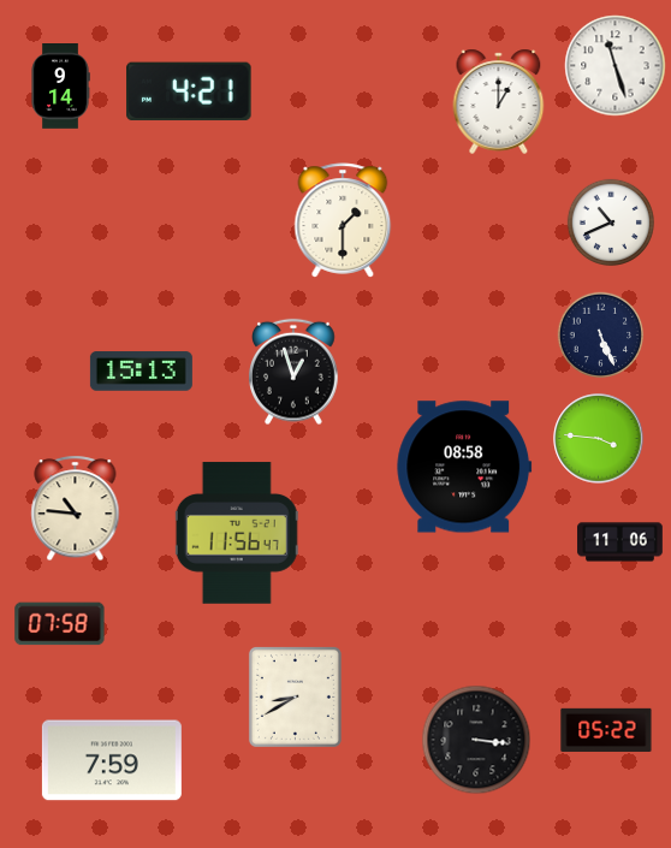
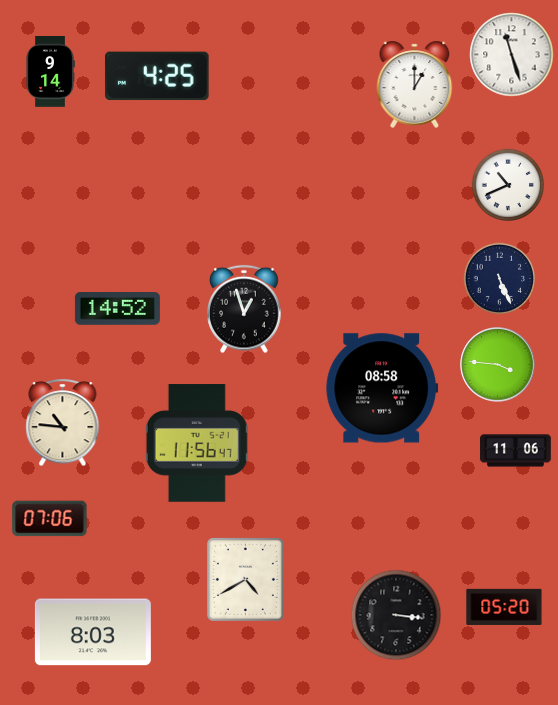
clock at (189, 91): 4:21 -> 4:25
clock at (343, 220): 1:30 -> none
clock at (141, 372): 15:13 -> 14:52
clock at (464, 467) position: (464, 467) -> (382, 388)
clock at (60, 624): 07:58 -> 07:06
clock at (295, 696): 8:40 -> 4:40
clock at (606, 730): 05:22 -> 05:20
clock at (112, 760): 7:59 -> 8:03
